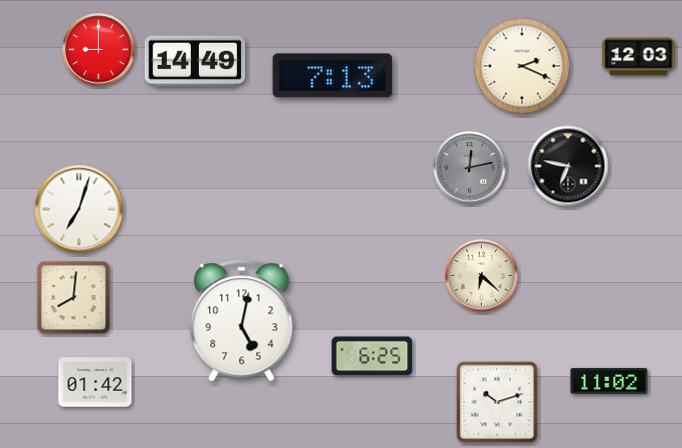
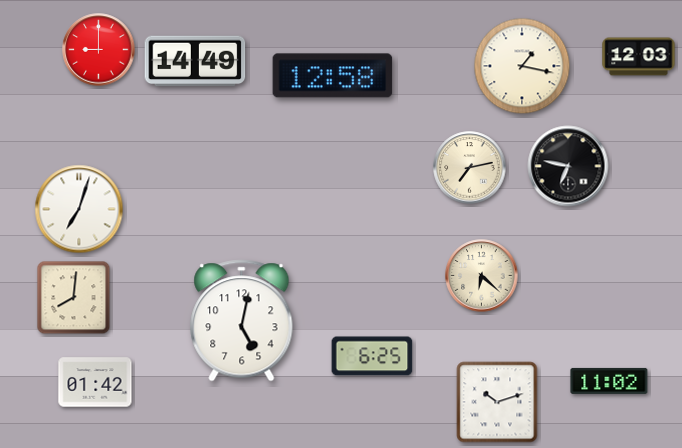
clock at (522, 66): 2:19 -> 1:17
clock at (333, 76): 7:13 -> 12:58
clock at (470, 168): 12:13 -> 7:13
clock at (470, 168) dial: grey -> cream
